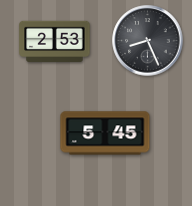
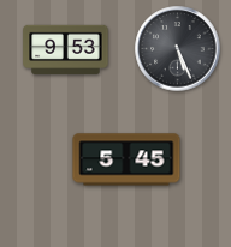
clock at (55, 41): 2:53 -> 9:53
clock at (148, 41): 8:26 -> 5:26
